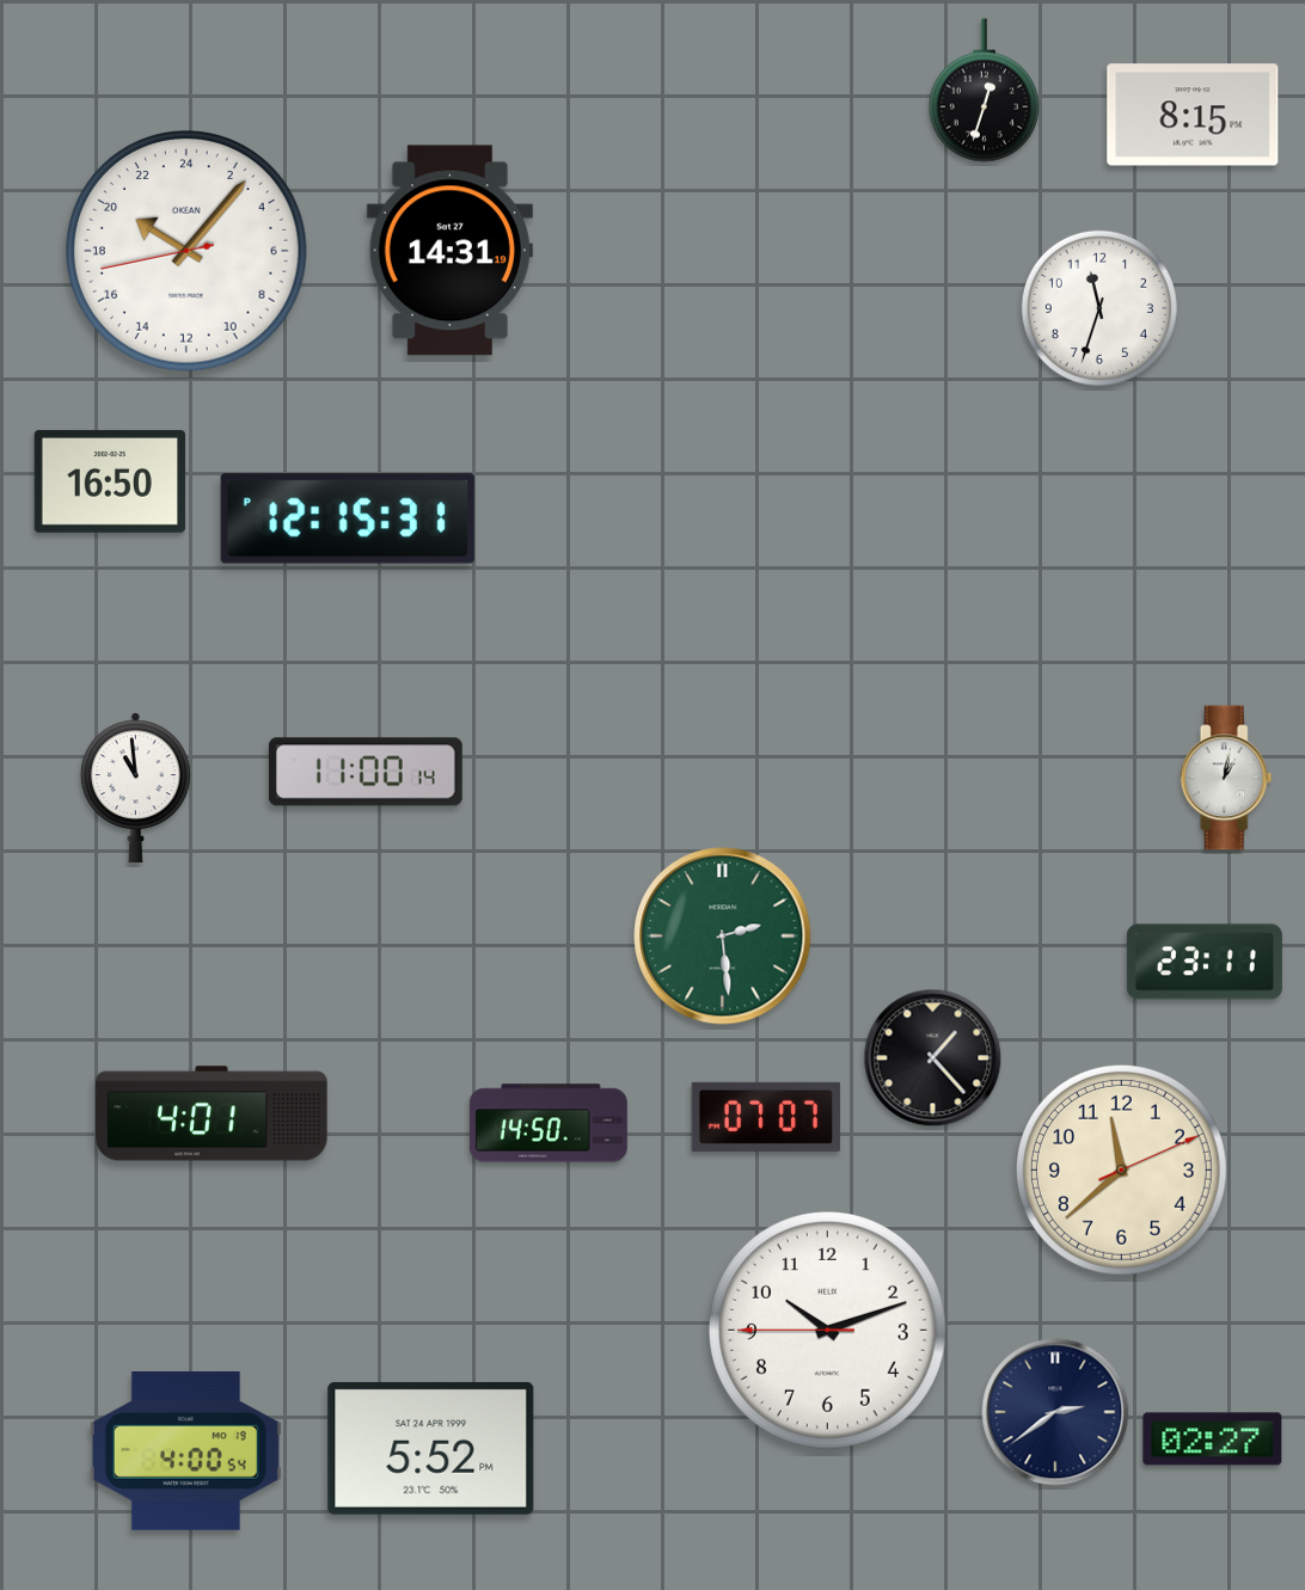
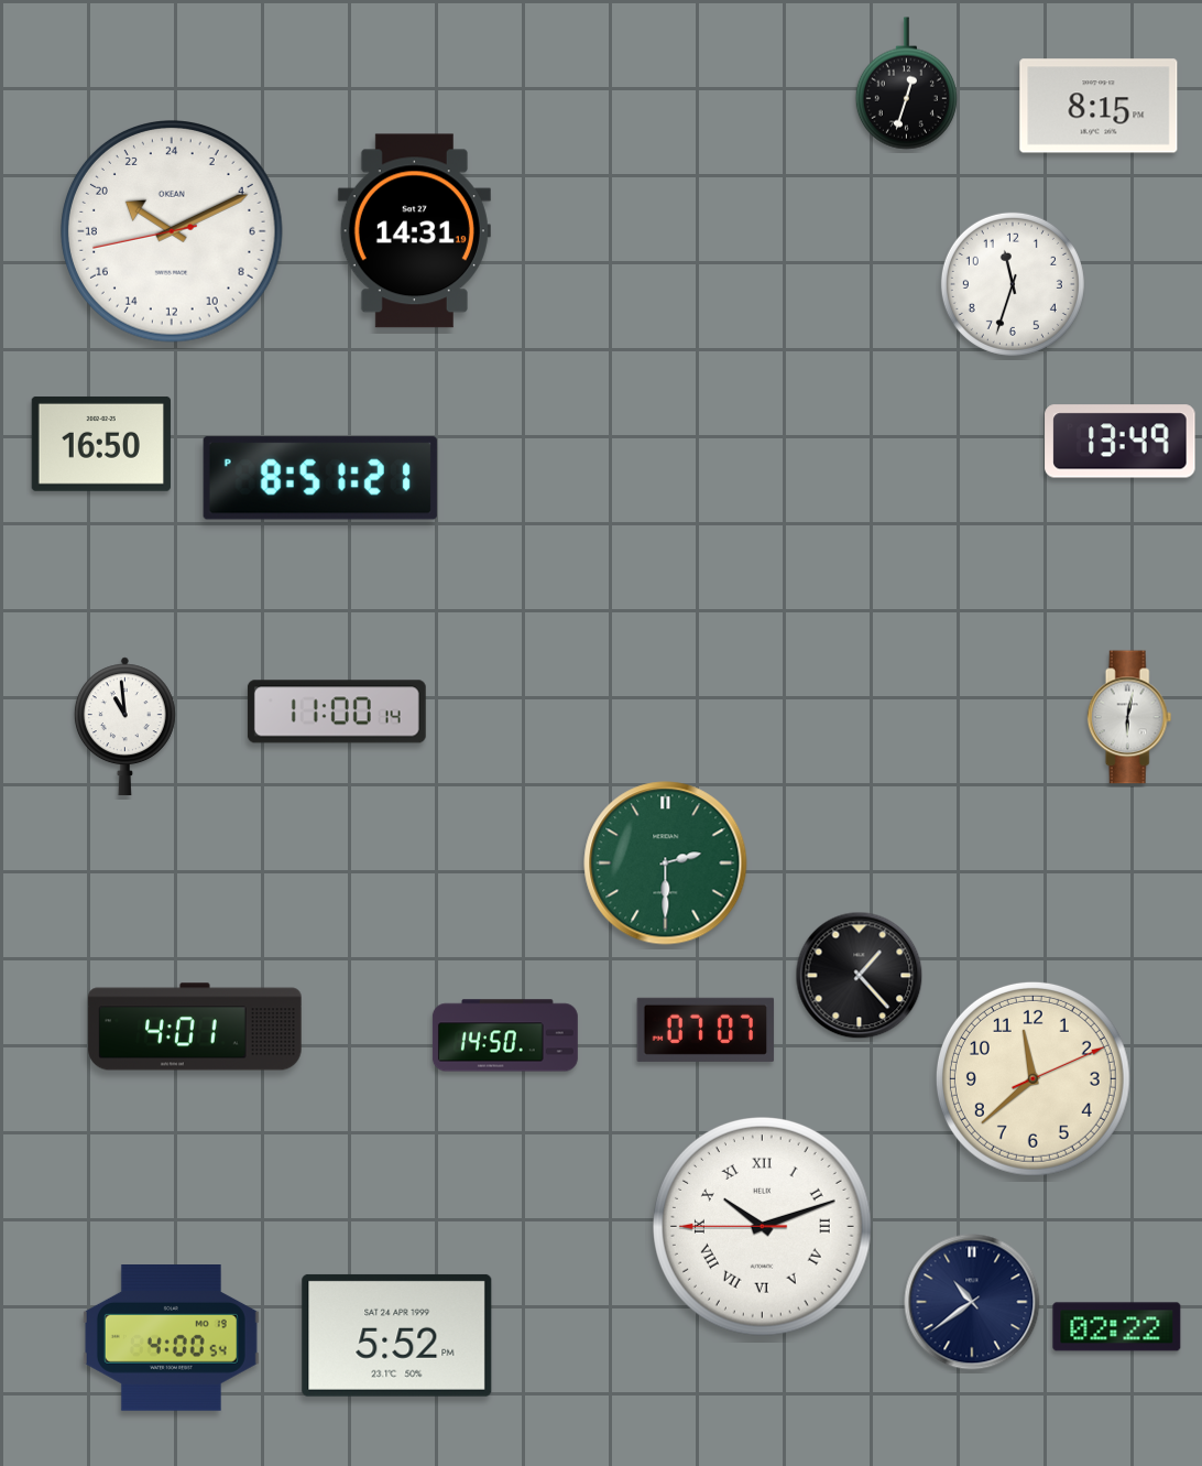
clock at (188, 252): 20:06 -> 20:10
clock at (1121, 442): none -> 13:49
clock at (348, 518): 12:15 -> 8:51
clock at (1226, 778): 1:02 -> 6:02
clock at (723, 937): 2:29 -> 2:30
clock at (1205, 962): 23:11 -> none
clock at (828, 1331) numerals: Arabic -> Roman
clock at (1055, 1412): 2:39 -> 10:39
clock at (1213, 1439): 02:27 -> 02:22
